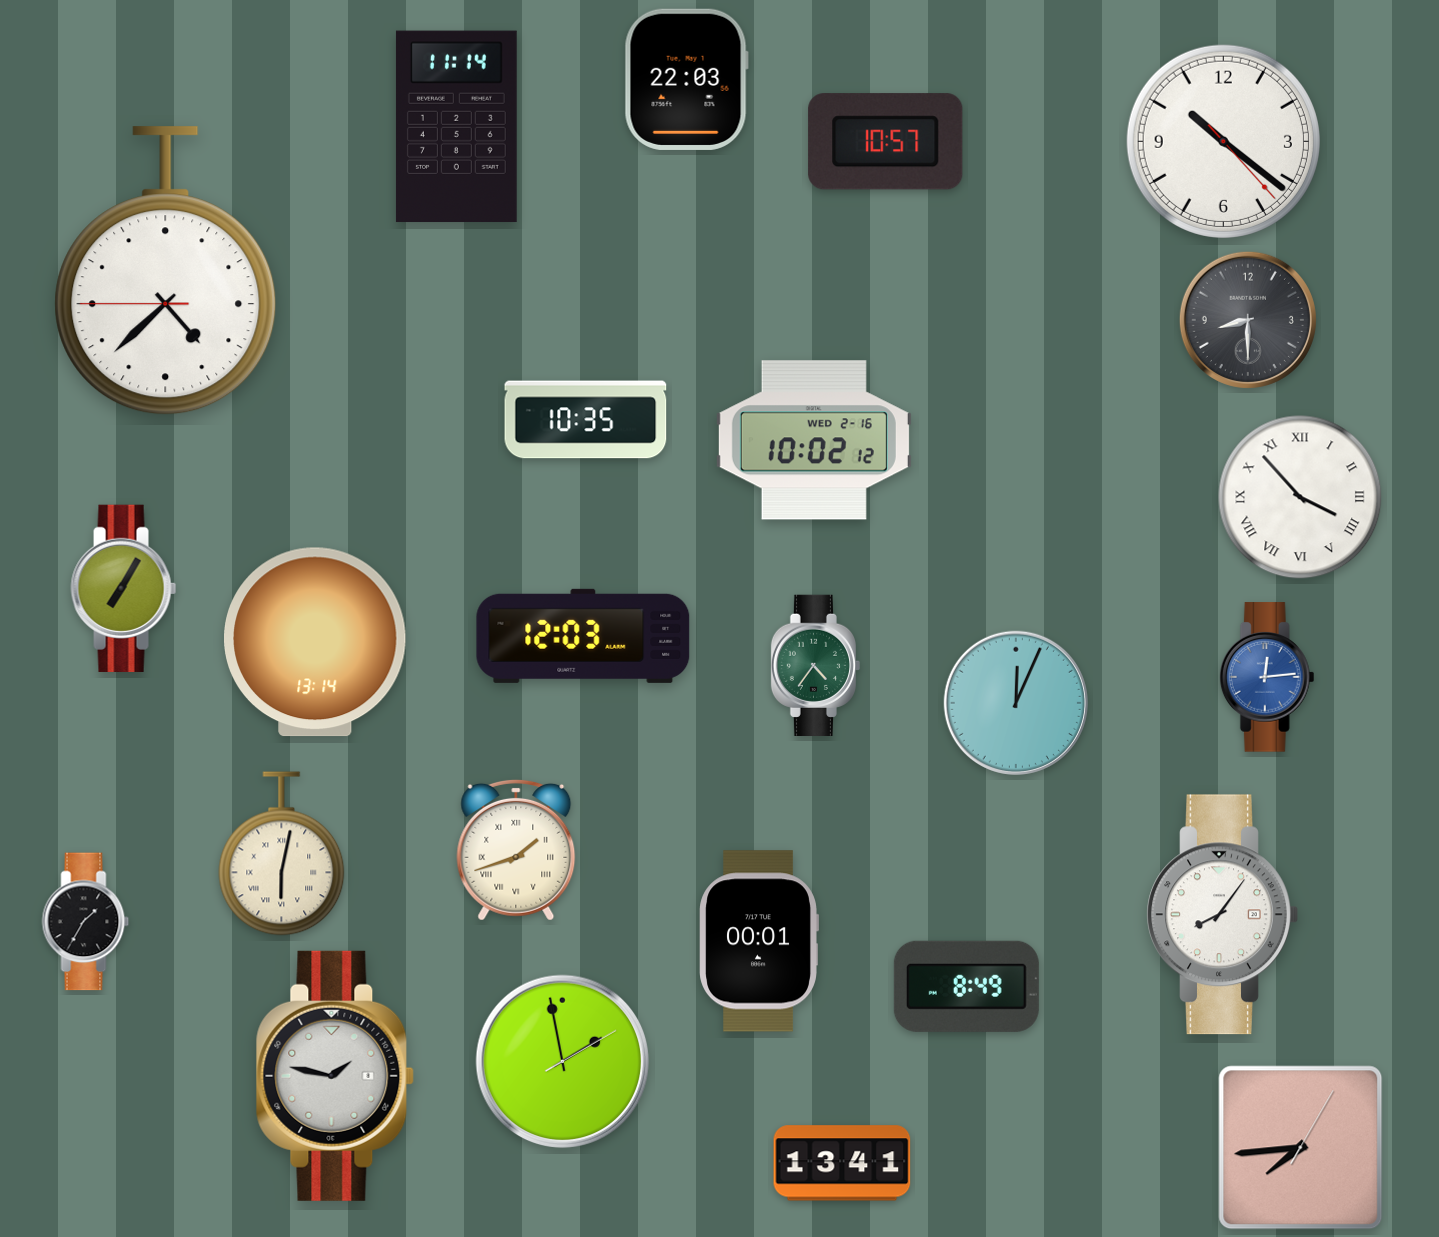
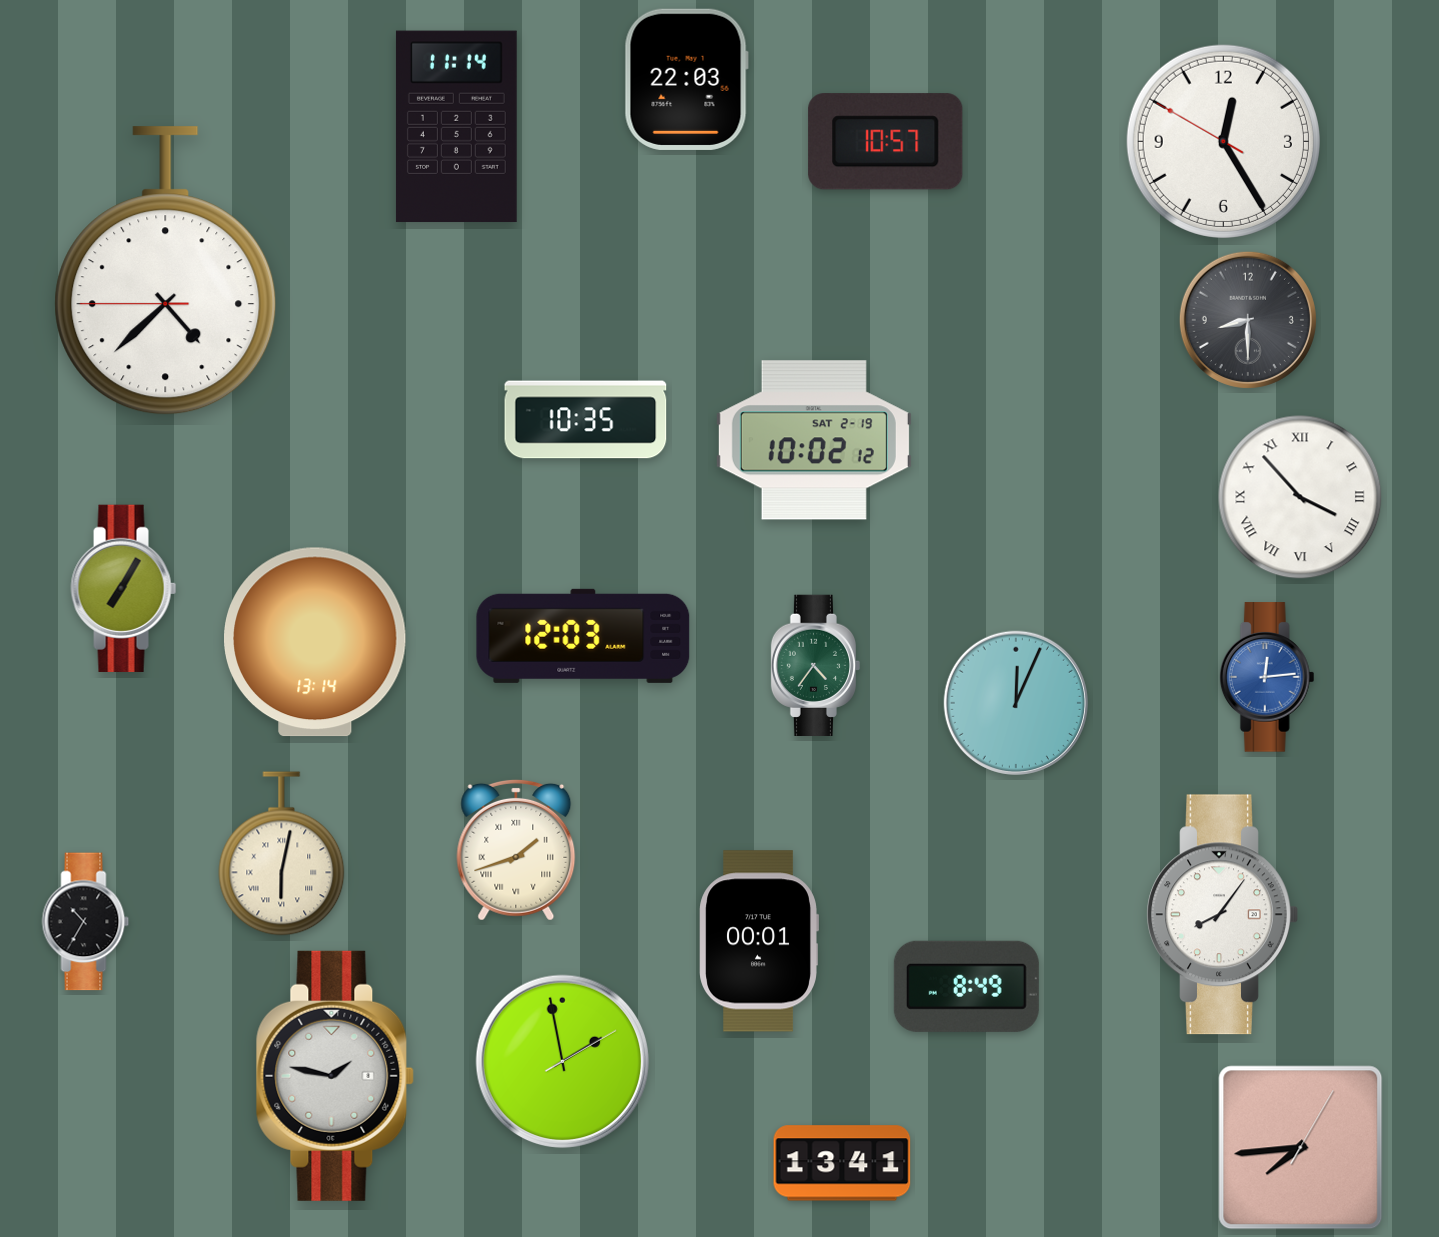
clock at (1223, 141): 10:21 -> 12:24
clock at (814, 440) date: WED 2-16 -> SAT 2-19
clock at (86, 922): 1:35 -> 10:35
